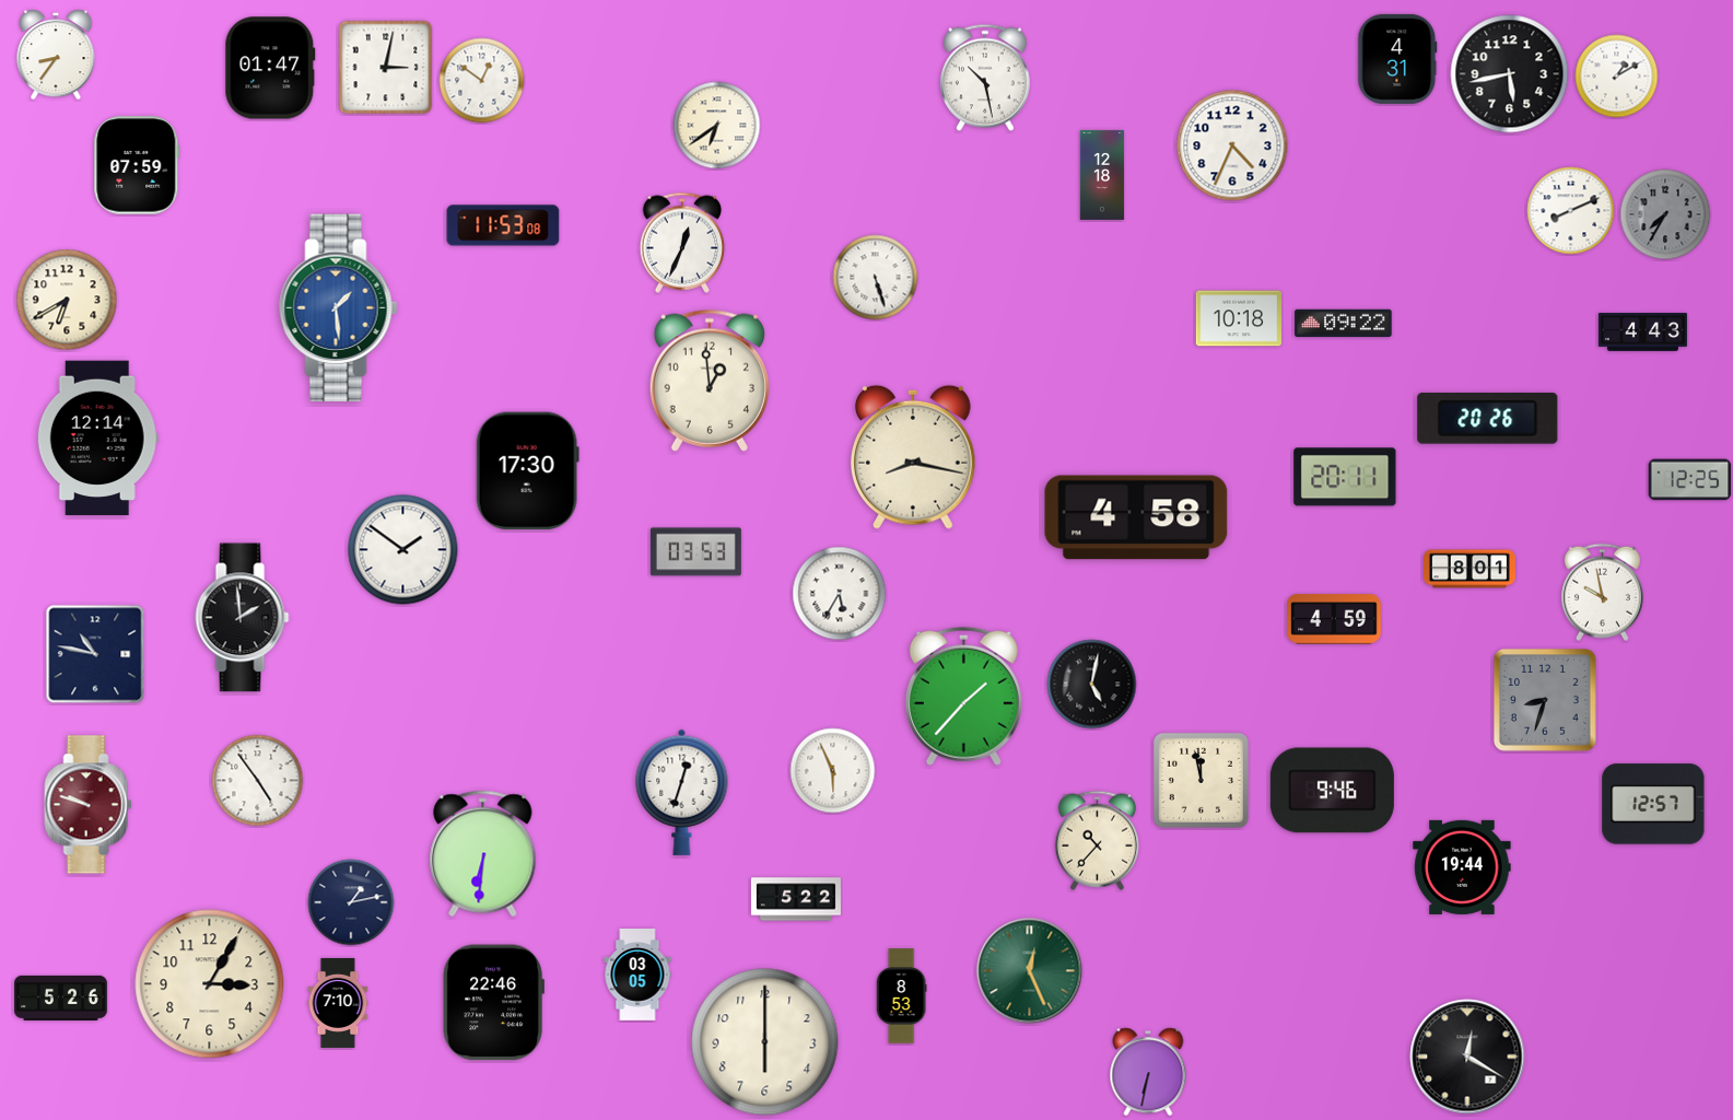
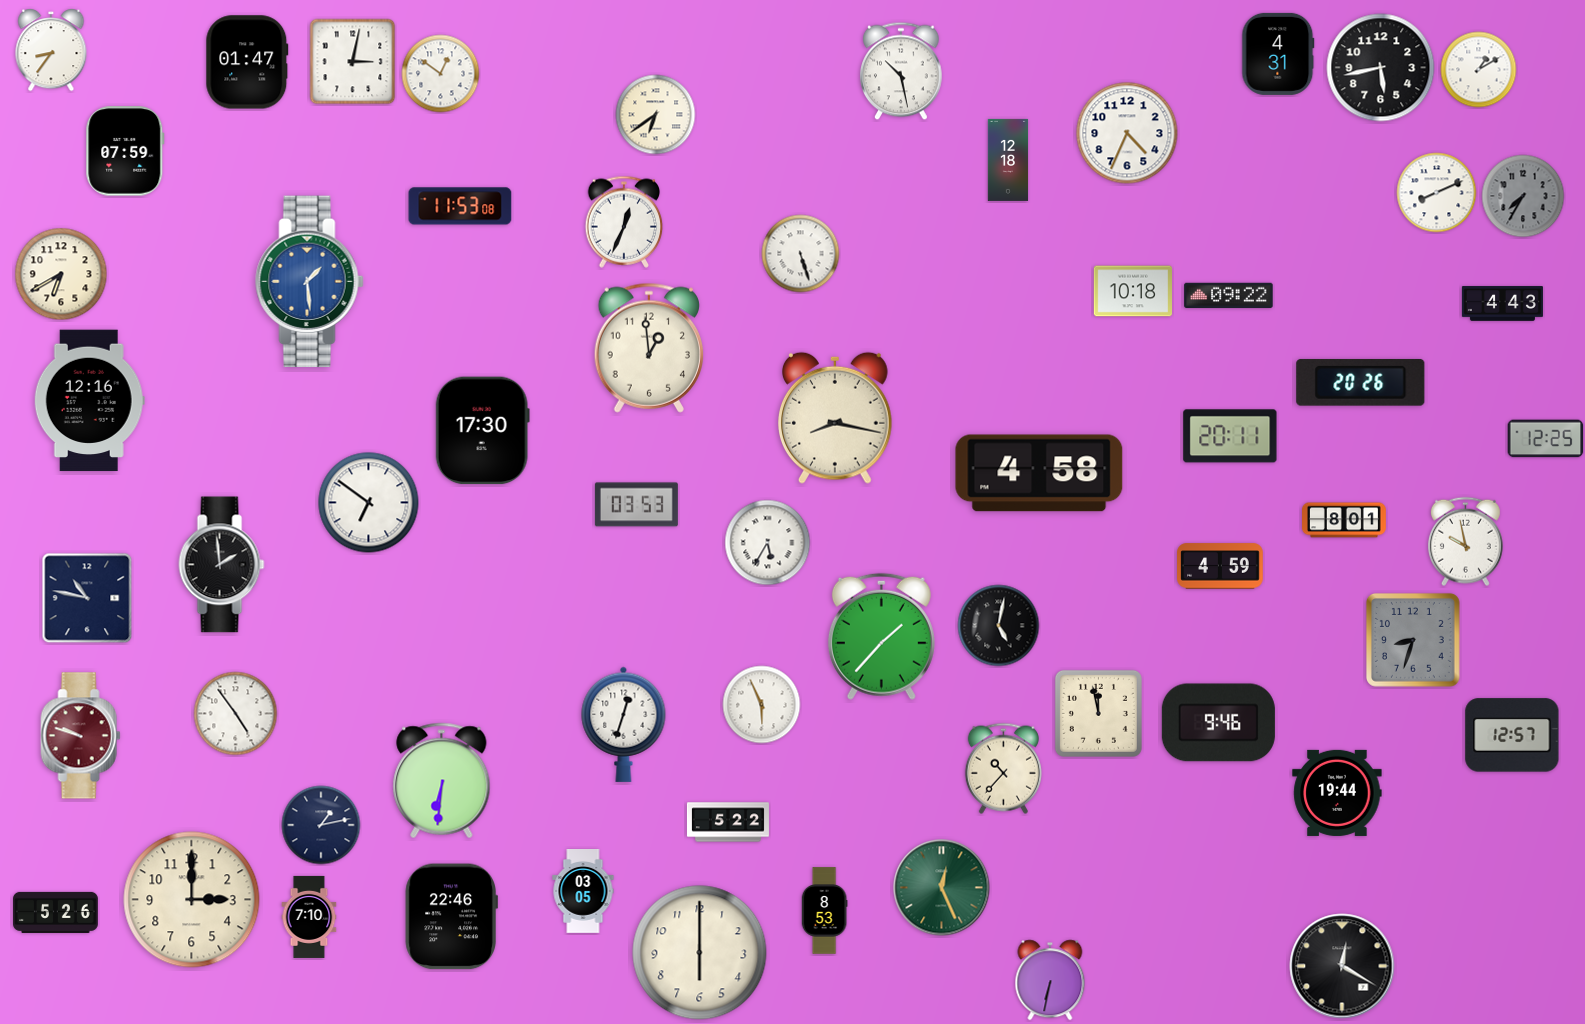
clock at (97, 439): 12:14 -> 12:16
clock at (403, 550): 1:51 -> 6:51
clock at (210, 984): 3:05 -> 3:00
